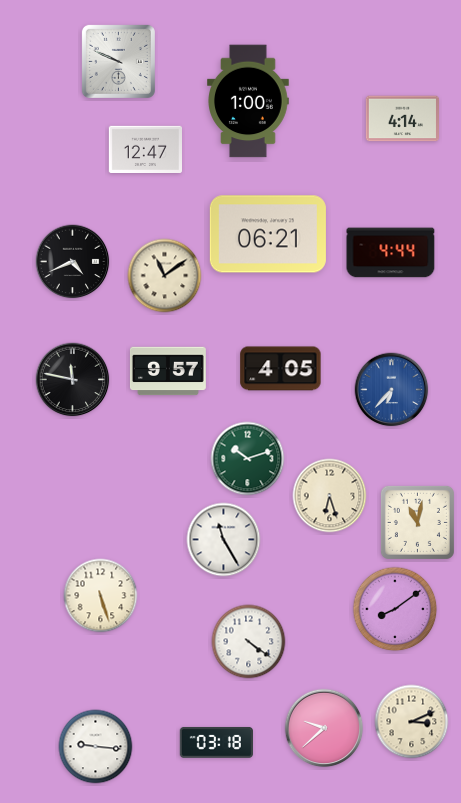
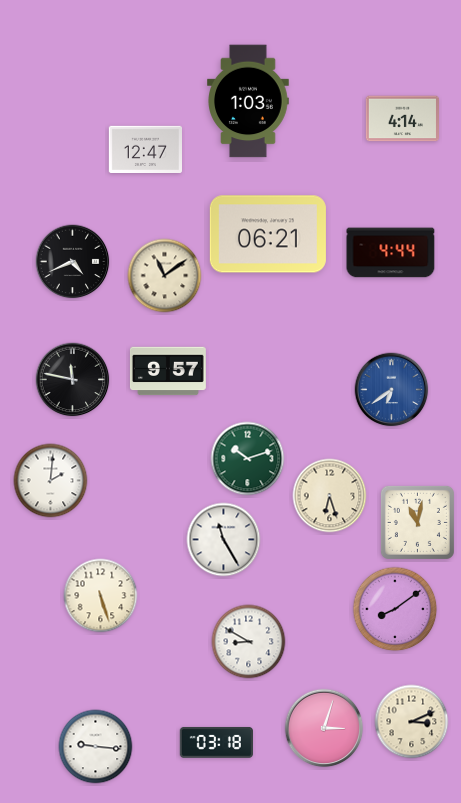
clock at (118, 61): 9:49 -> none
clock at (249, 101): 1:00 -> 1:03
clock at (281, 369): 4:05 -> none
clock at (392, 390): 6:37 -> 6:39
clock at (51, 481): none -> 2:01
clock at (249, 642): 4:21 -> 8:50
clock at (324, 728): 9:38 -> 3:03
